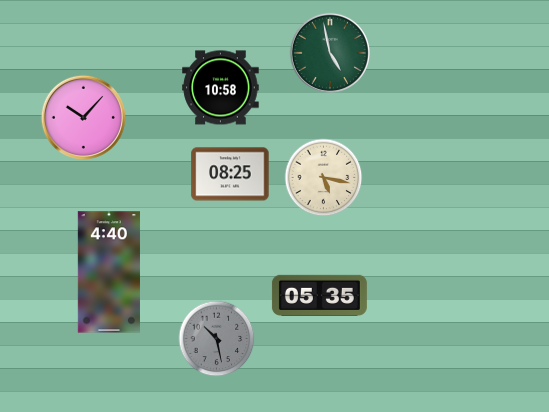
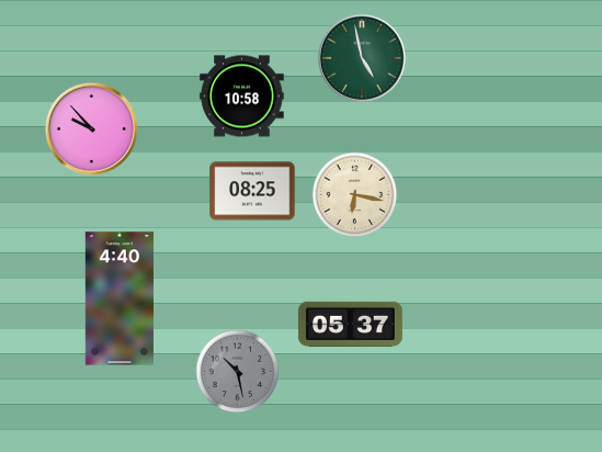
clock at (83, 117): 10:07 -> 9:53
clock at (324, 178): 5:17 -> 6:17
clock at (319, 295): 05:35 -> 05:37
